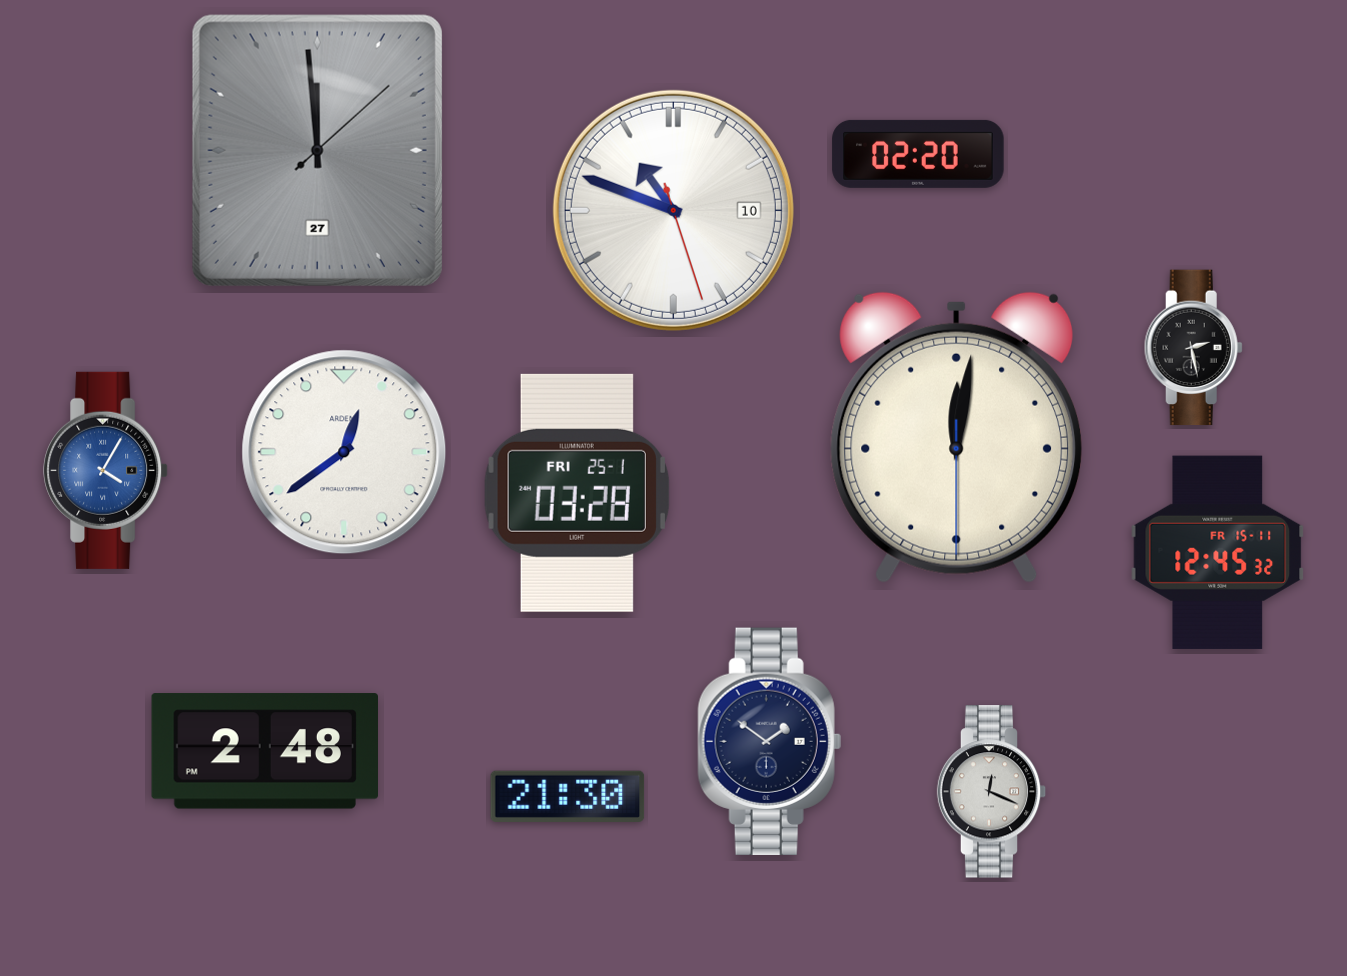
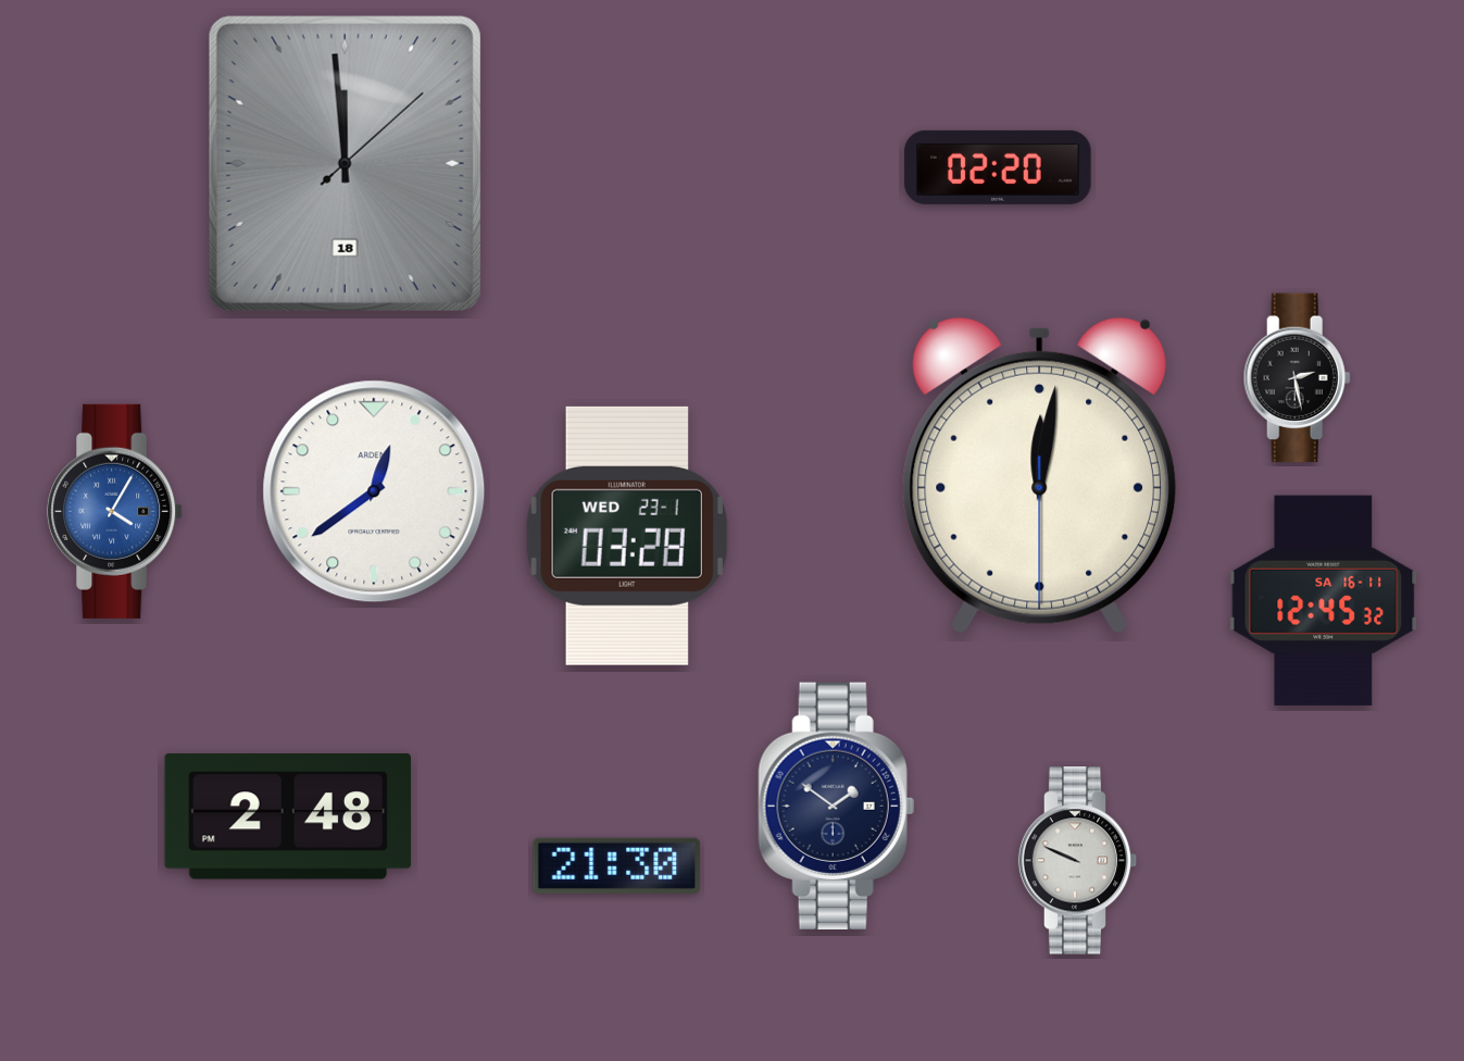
clock at (317, 150) date: 27 -> 18
clock at (673, 210): 10:48 -> none
clock at (577, 493) date: FRI 25-1 -> WED 23-1
clock at (1218, 552) date: FR 15-11 -> SA 16-11
clock at (992, 792): 12:19 -> 9:49
